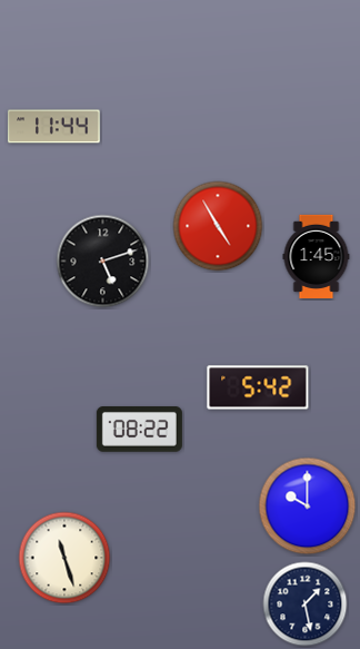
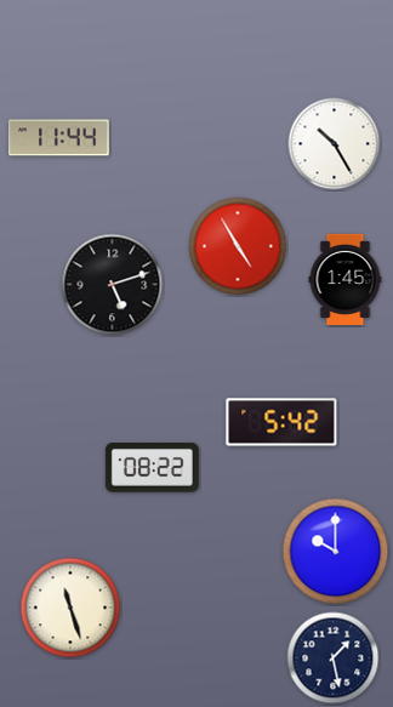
clock at (335, 144): none -> 10:25
